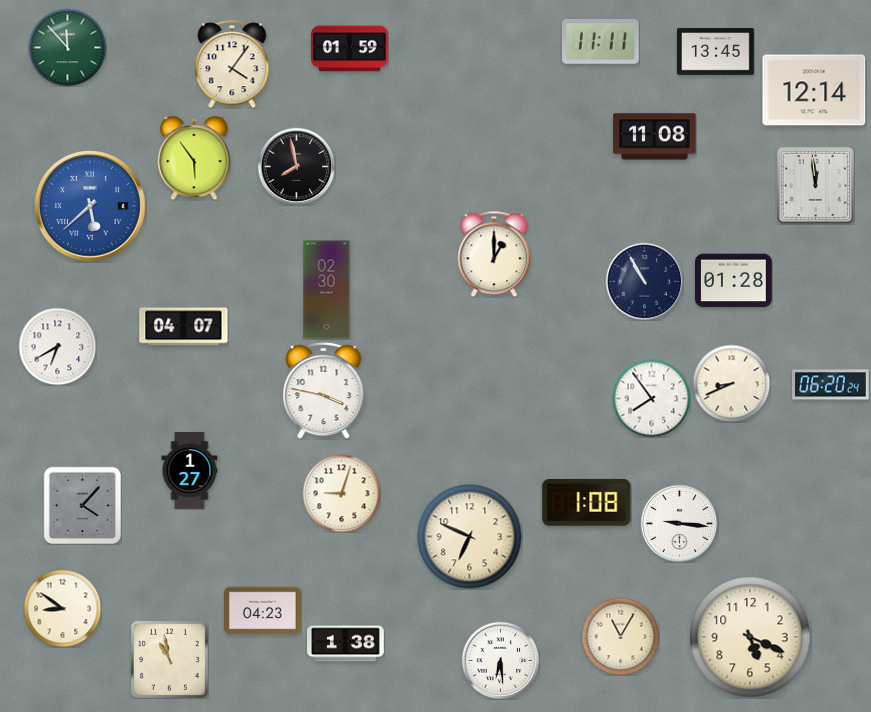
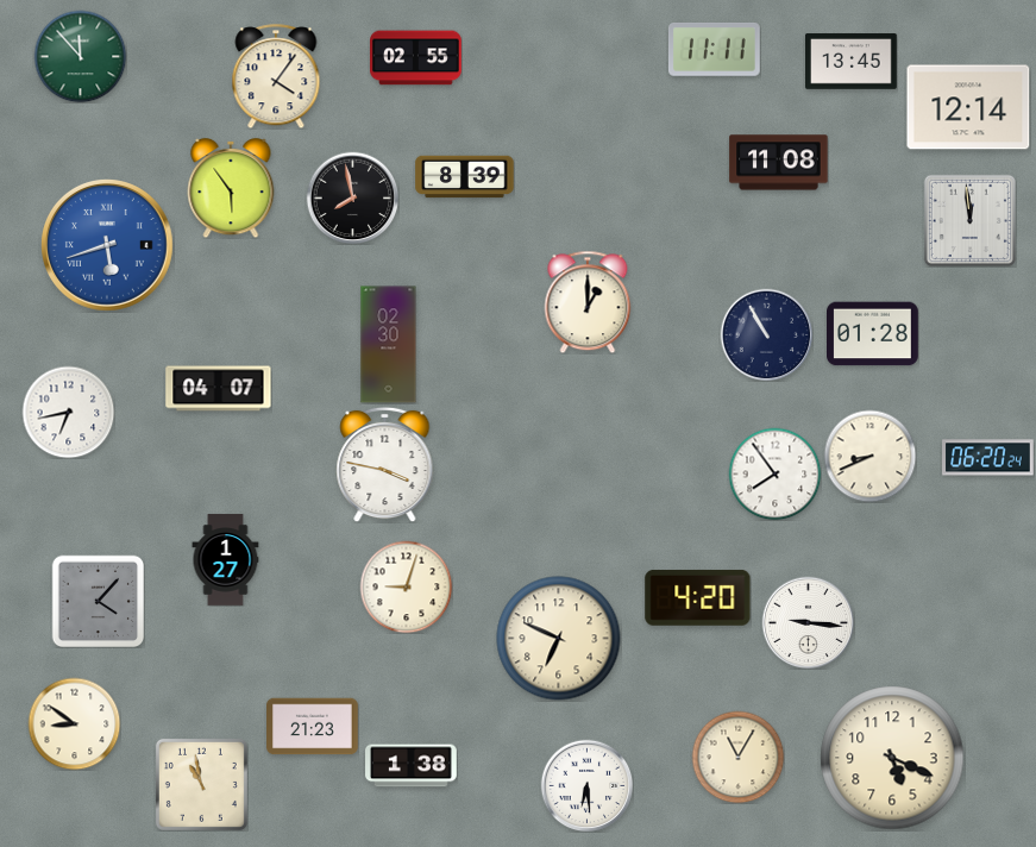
clock at (350, 49): 01:59 -> 02:55
clock at (465, 177): none -> 8:39
clock at (91, 207): 5:38 -> 5:42
clock at (57, 346): 6:40 -> 6:43
clock at (587, 502): 1:08 -> 4:20
clock at (263, 611): 04:23 -> 21:23
clock at (500, 660) position: (500, 660) -> (586, 785)
